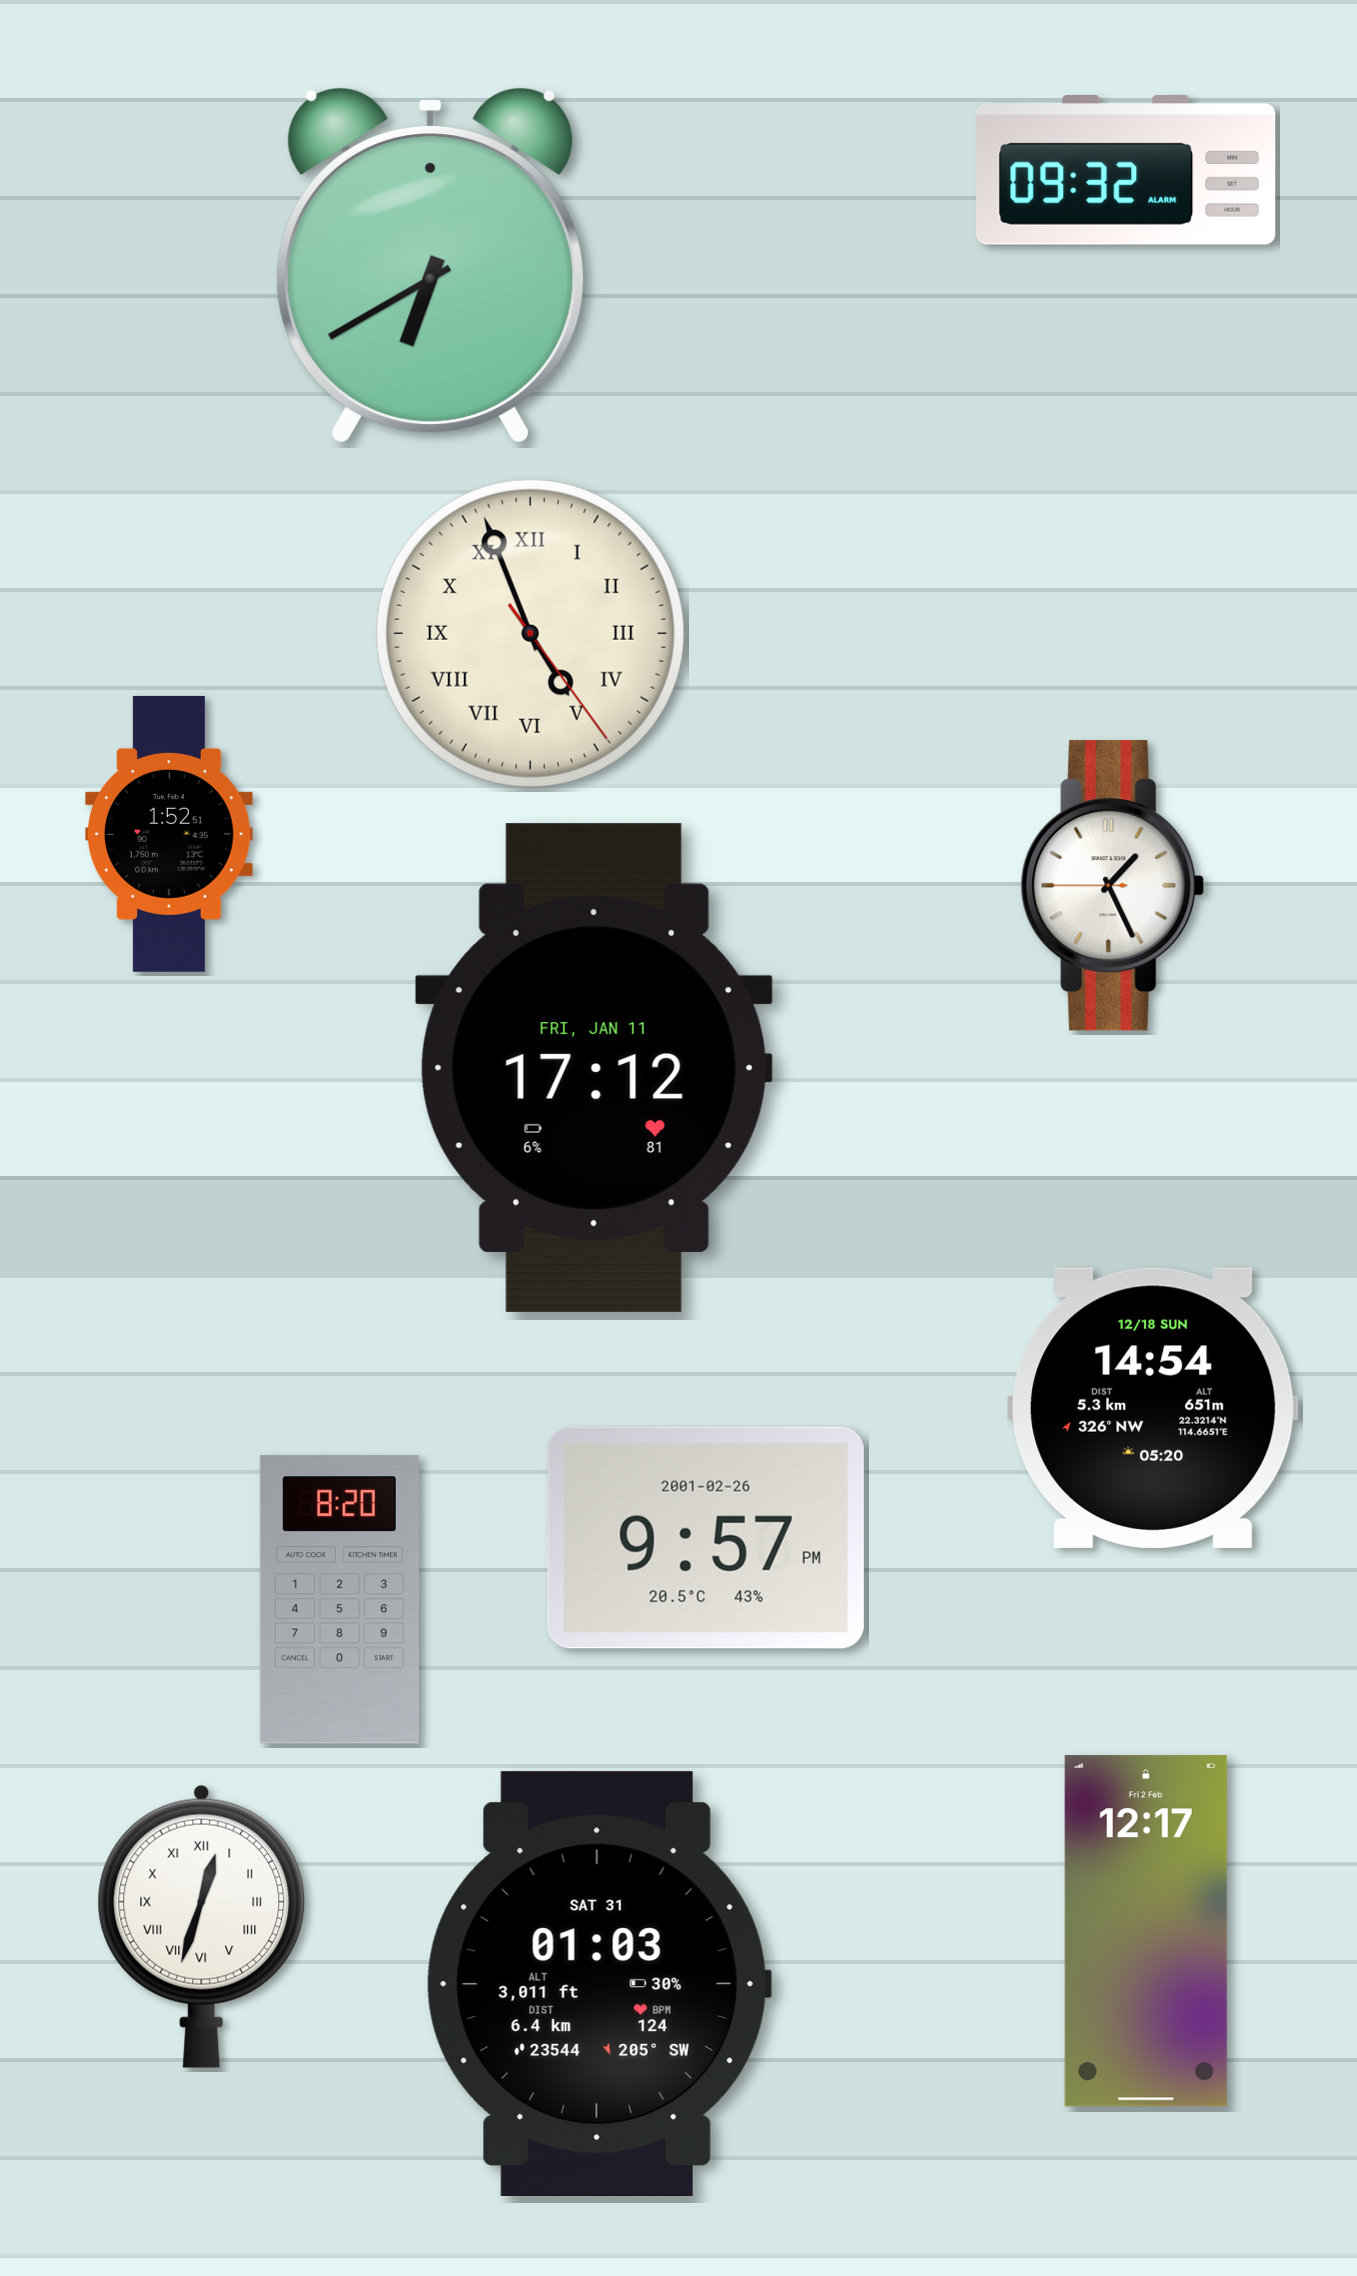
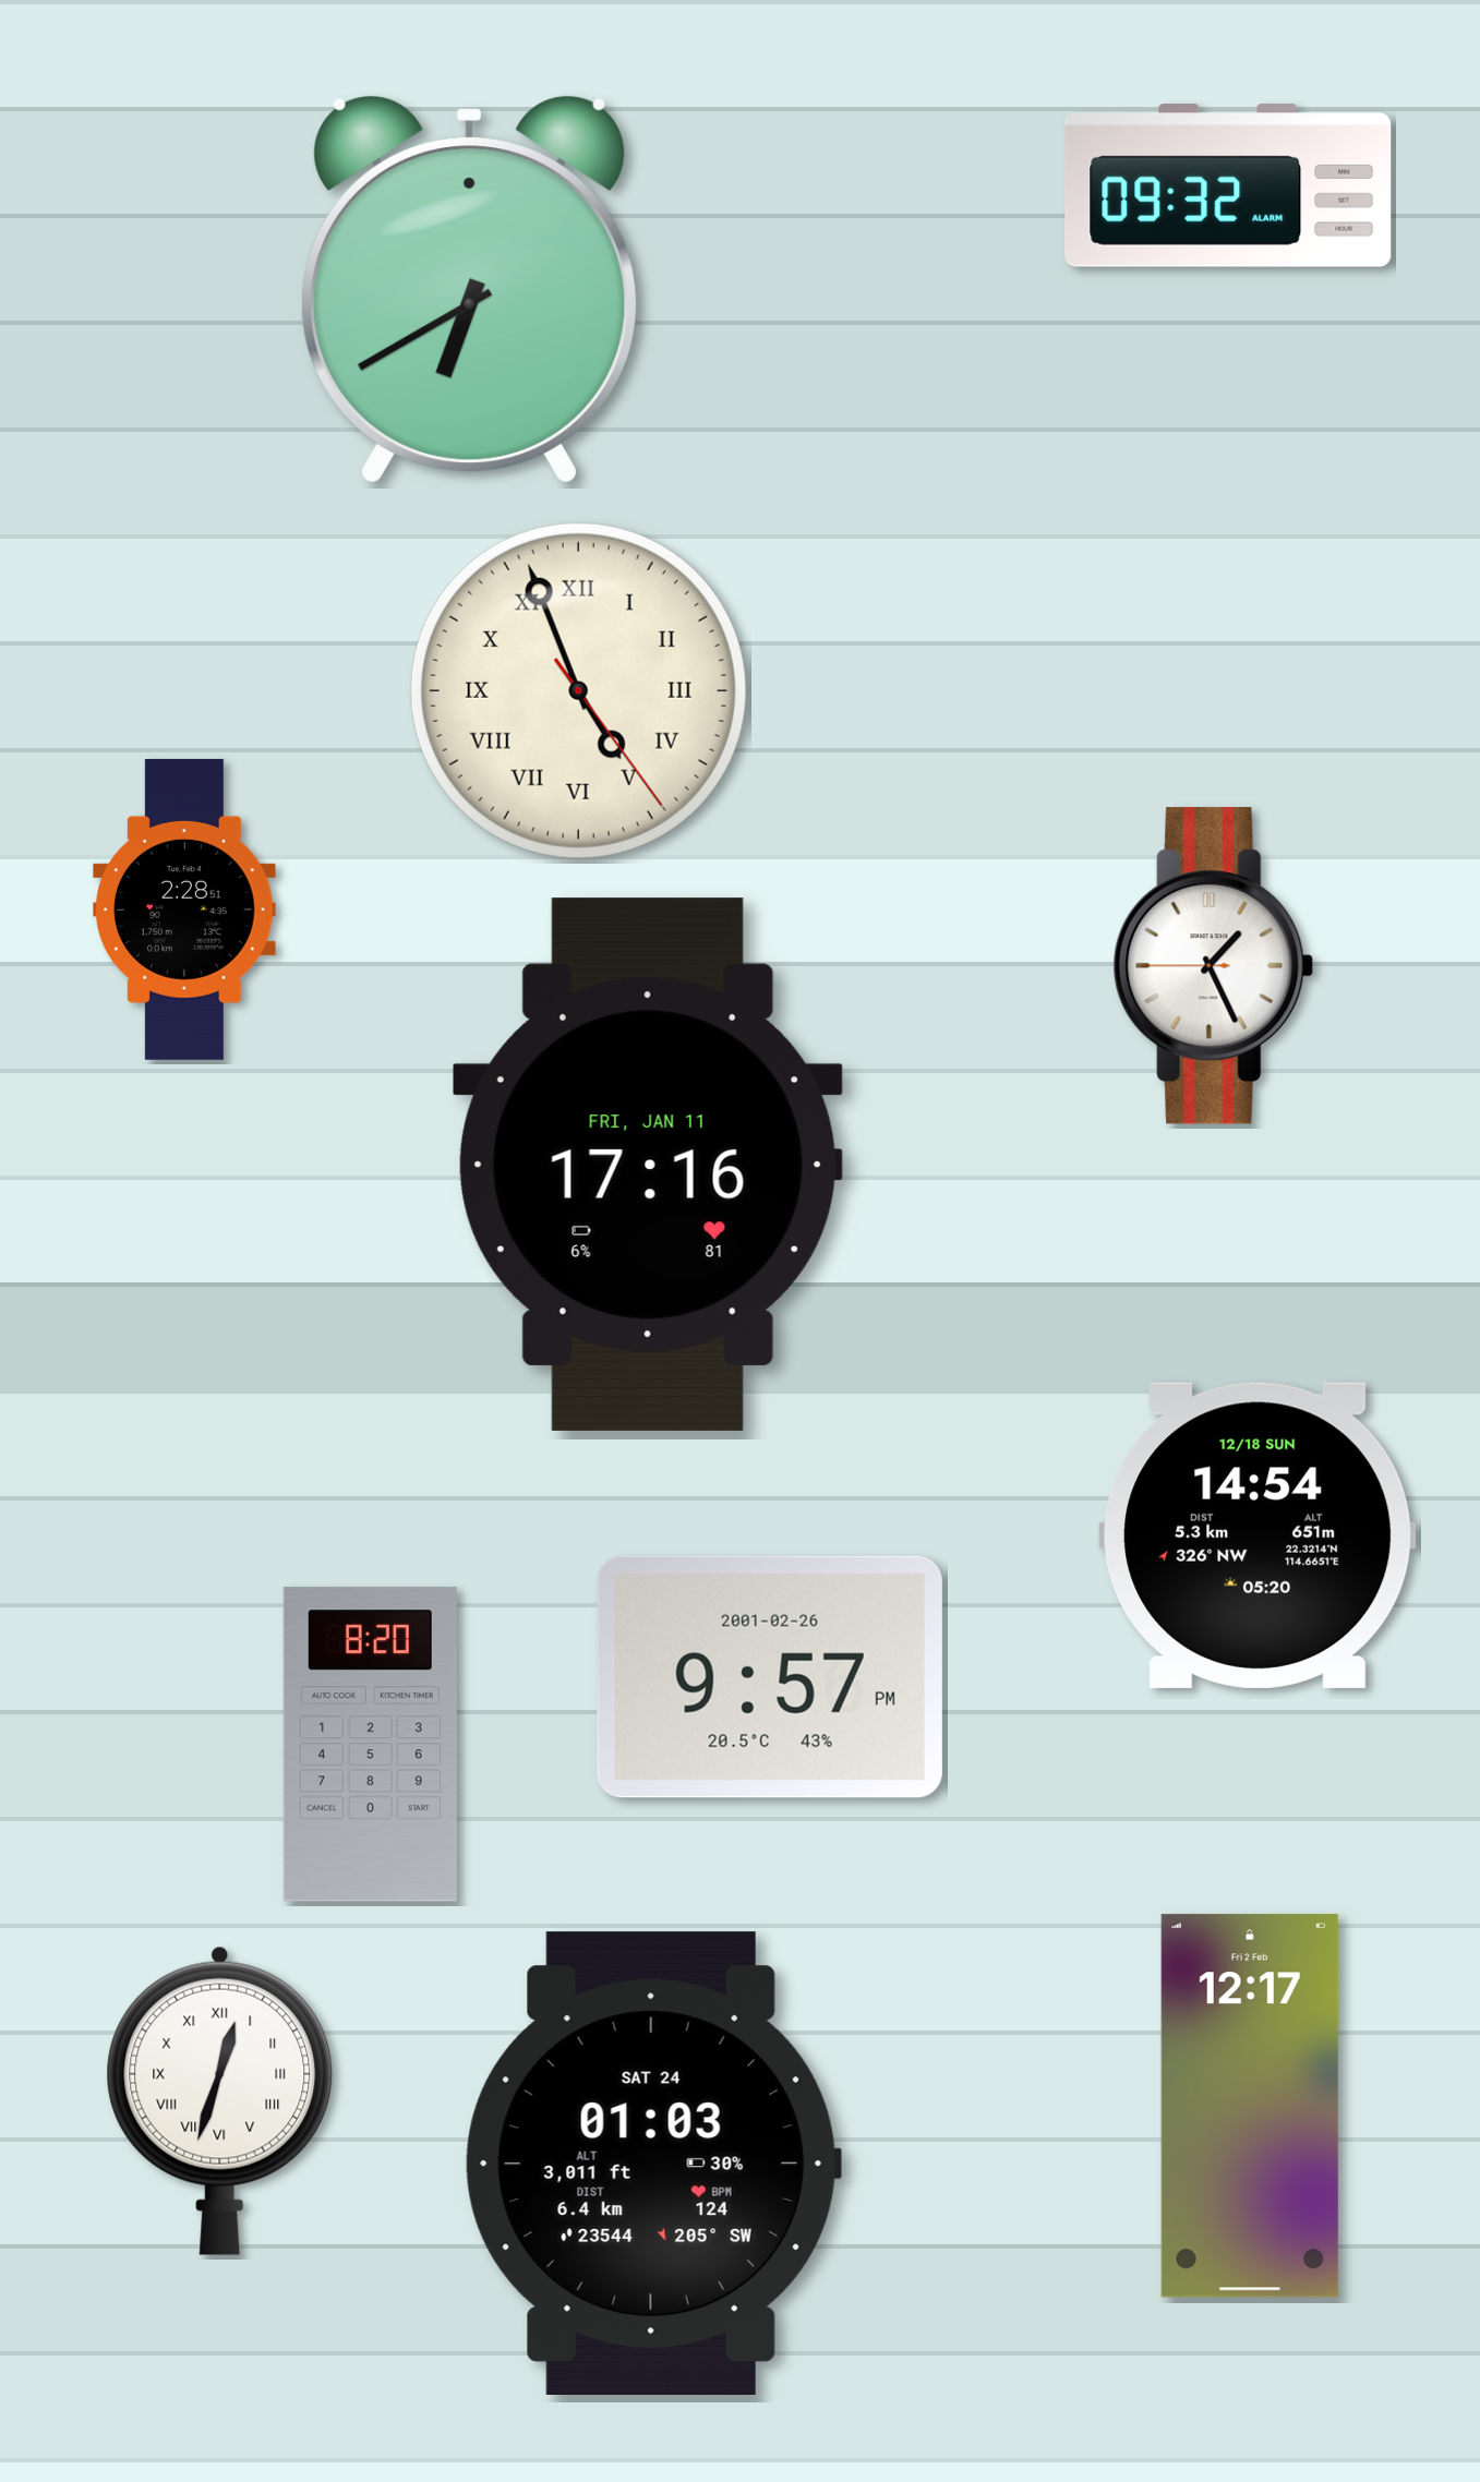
clock at (169, 834): 1:52 -> 2:28
clock at (594, 1068): 17:12 -> 17:16
clock at (599, 1983) date: SAT 31 -> SAT 24
